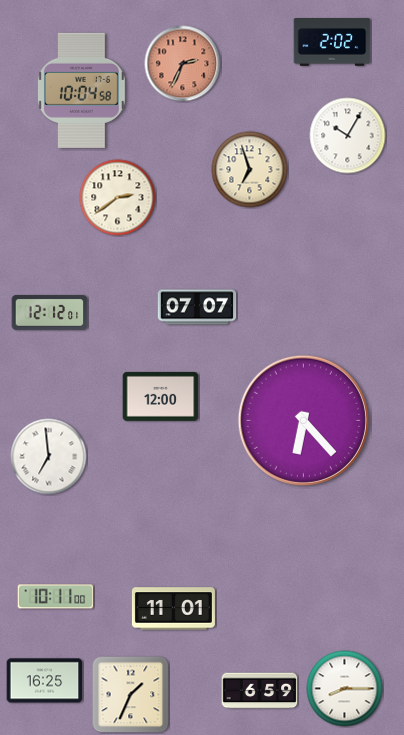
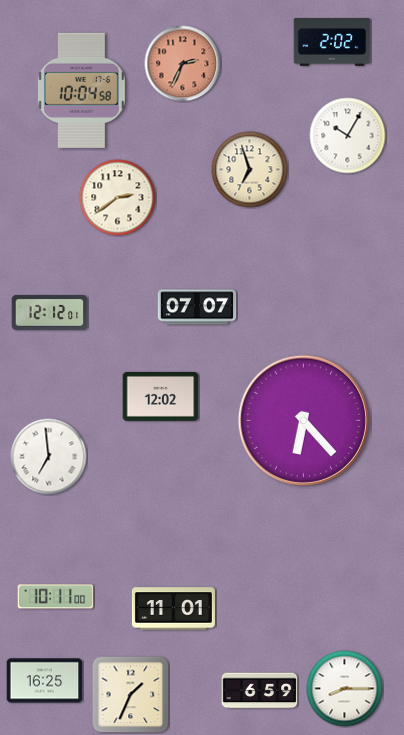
clock at (161, 396): 12:00 -> 12:02
